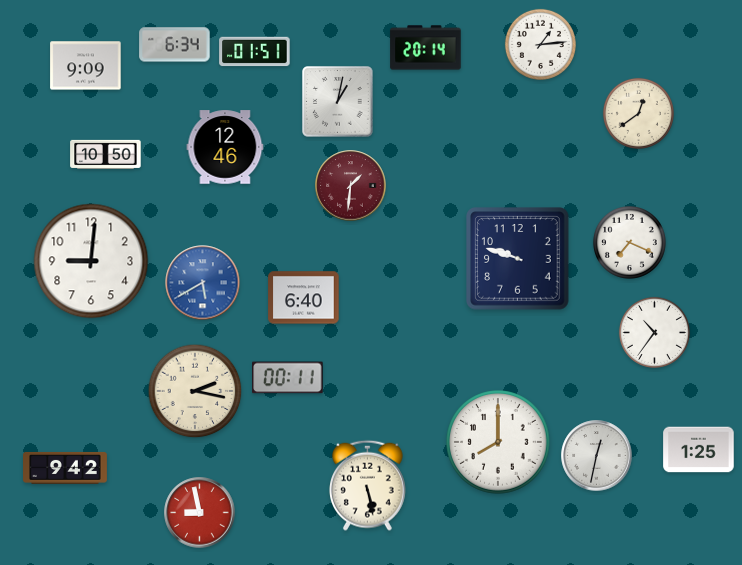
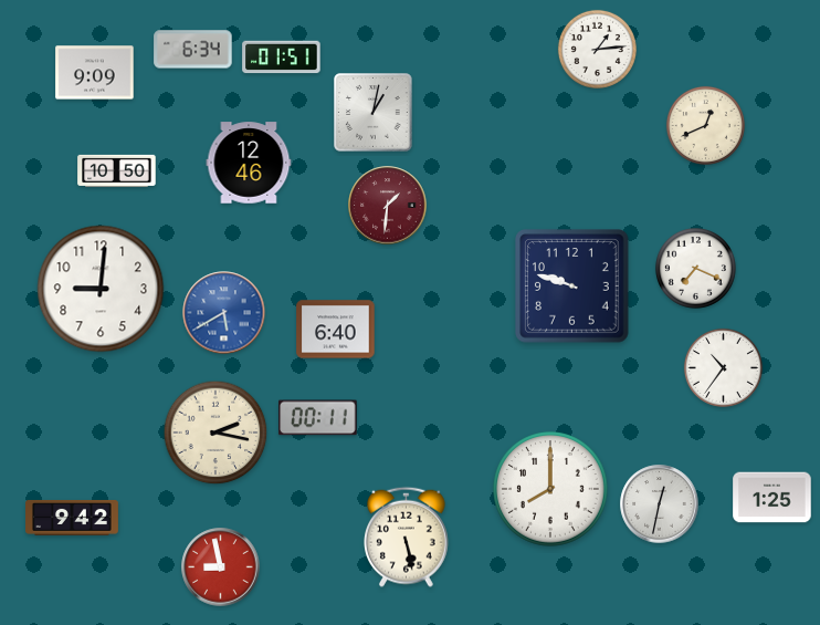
clock at (426, 48): 20:14 -> none
clock at (638, 113): 12:39 -> 12:41
